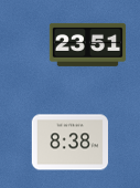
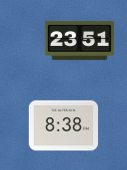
clock at (71, 143) position: (71, 143) -> (64, 126)
